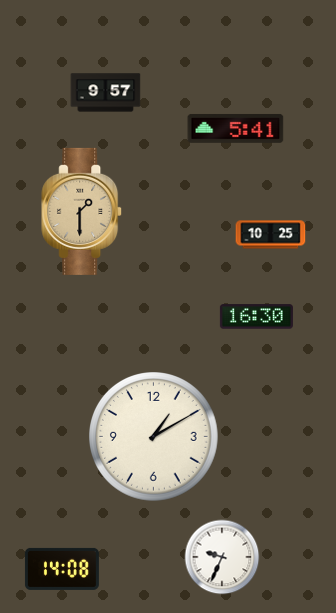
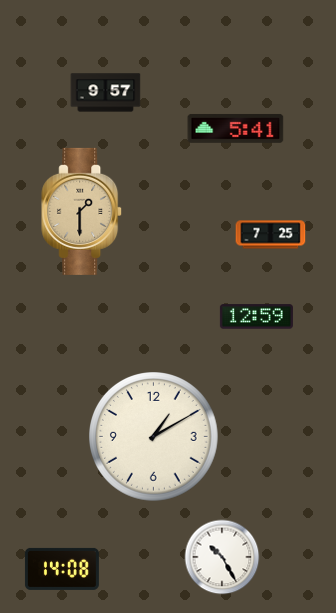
clock at (271, 235): 10:25 -> 7:25
clock at (256, 317): 16:30 -> 12:59
clock at (222, 557): 9:34 -> 10:25
